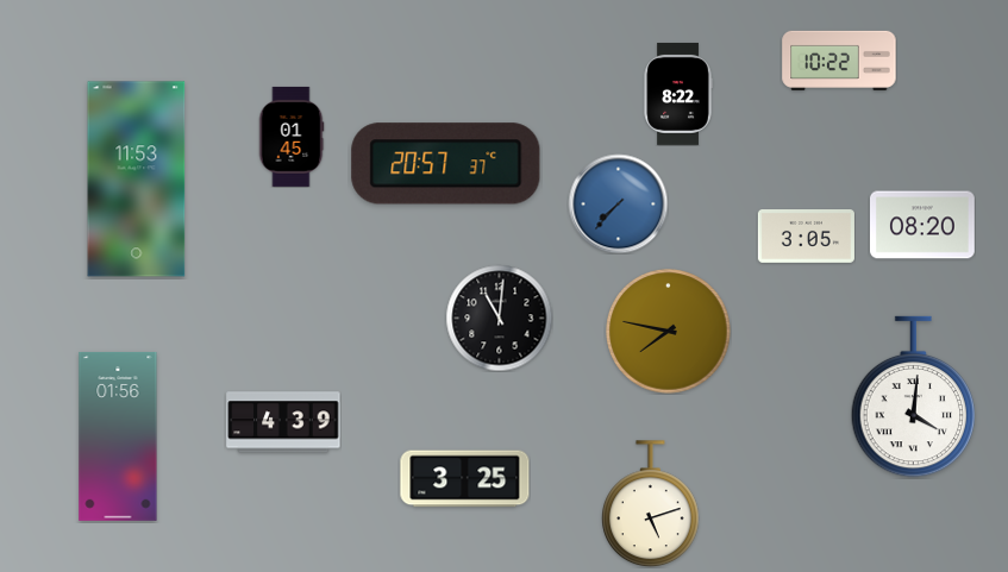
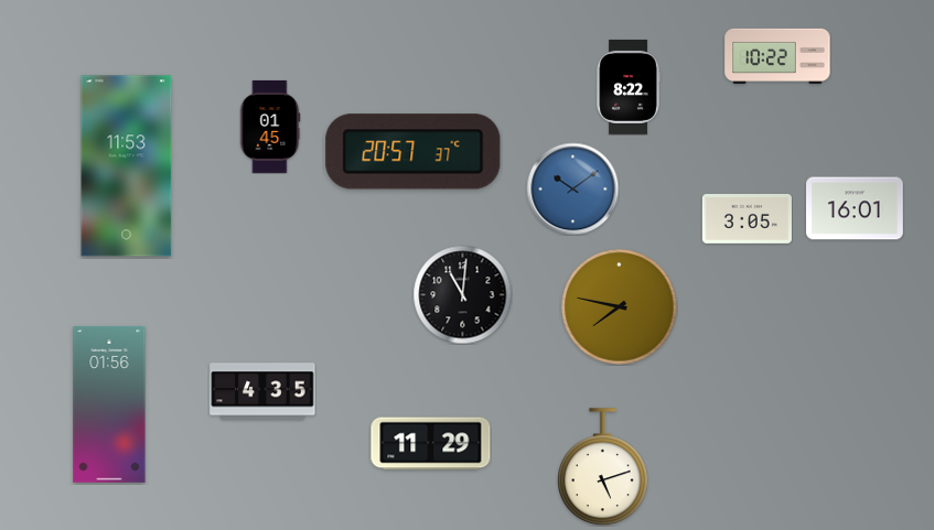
clock at (618, 203): 7:37 -> 10:09
clock at (924, 225): 08:20 -> 16:01
clock at (914, 397): 4:01 -> none
clock at (283, 422): 4:39 -> 4:35
clock at (465, 479): 3:25 -> 11:29
